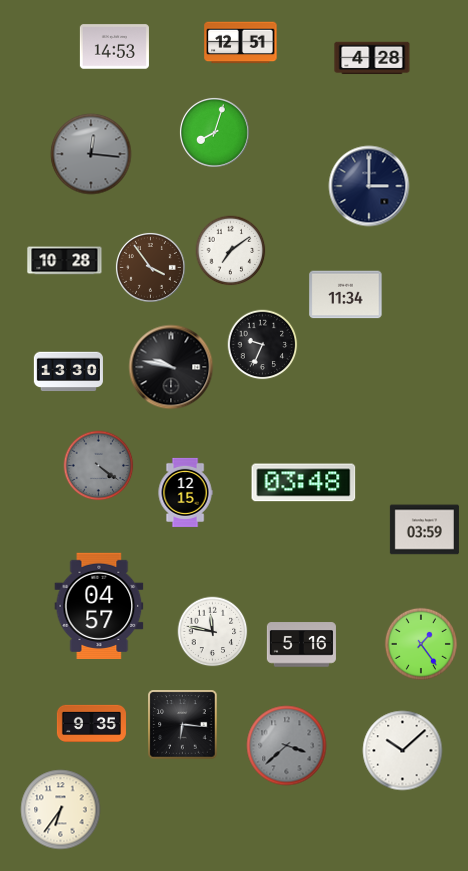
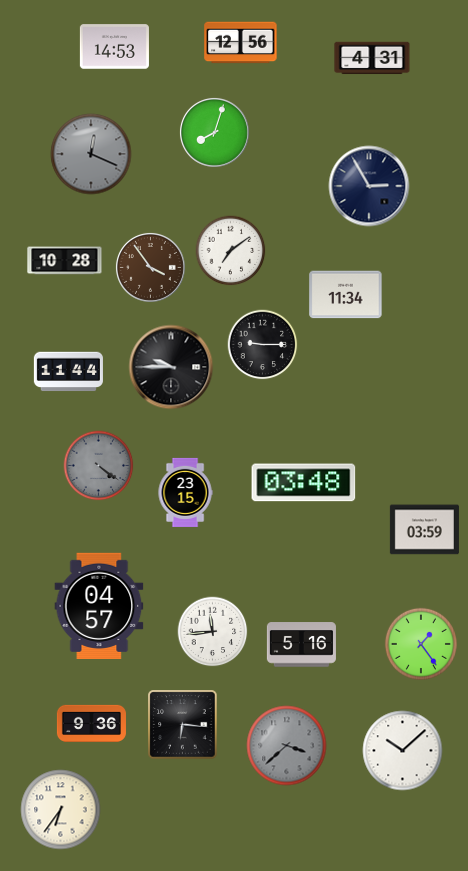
clock at (241, 43): 12:51 -> 12:56
clock at (372, 58): 4:28 -> 4:31
clock at (91, 154): 12:16 -> 12:19
clock at (369, 186): 3:00 -> 2:55
clock at (263, 345): 9:34 -> 9:15
clock at (171, 367): 9:47 -> 9:45
clock at (68, 372): 13:30 -> 11:44
clock at (185, 492): 12:15 -> 23:15
clock at (213, 632): 11:47 -> 11:44
clock at (91, 723): 9:35 -> 9:36
